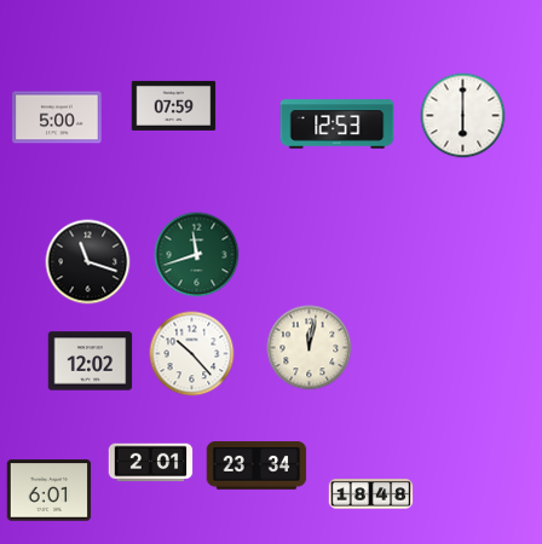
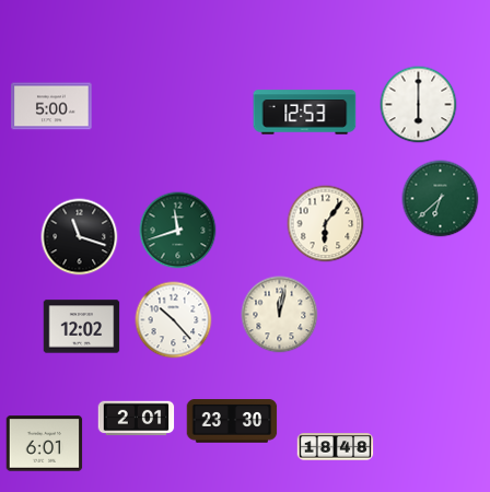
clock at (174, 105): 07:59 -> none
clock at (441, 199): none -> 6:38
clock at (326, 224): none -> 6:06
clock at (256, 465): 23:34 -> 23:30
